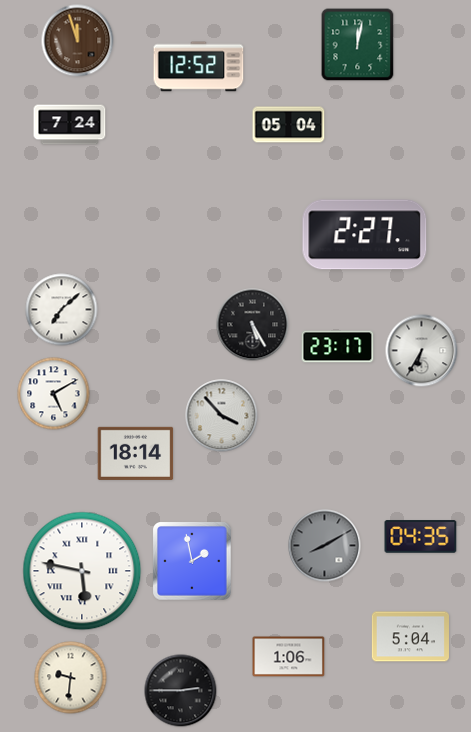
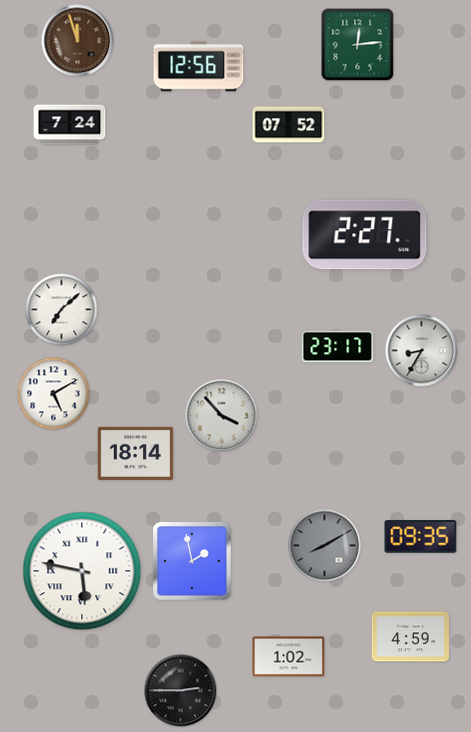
clock at (358, 45): 12:02 -> 12:14
clock at (199, 67): 12:52 -> 12:56
clock at (289, 125): 05:04 -> 07:52
clock at (253, 325): 5:25 -> none
clock at (422, 351): 6:35 -> 8:35
clock at (421, 537): 04:35 -> 09:35
clock at (410, 637): 5:04 -> 4:59
clock at (289, 657): 1:06 -> 1:02
clock at (71, 678): 9:31 -> none
